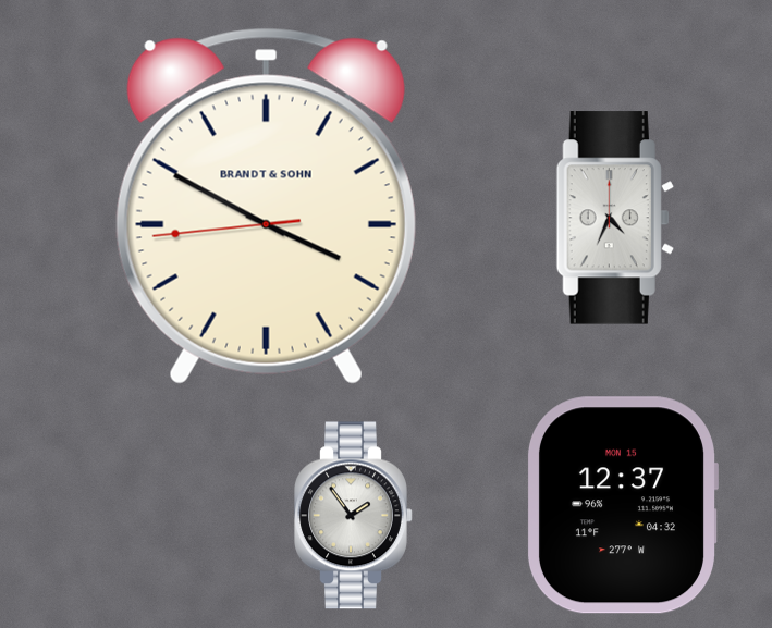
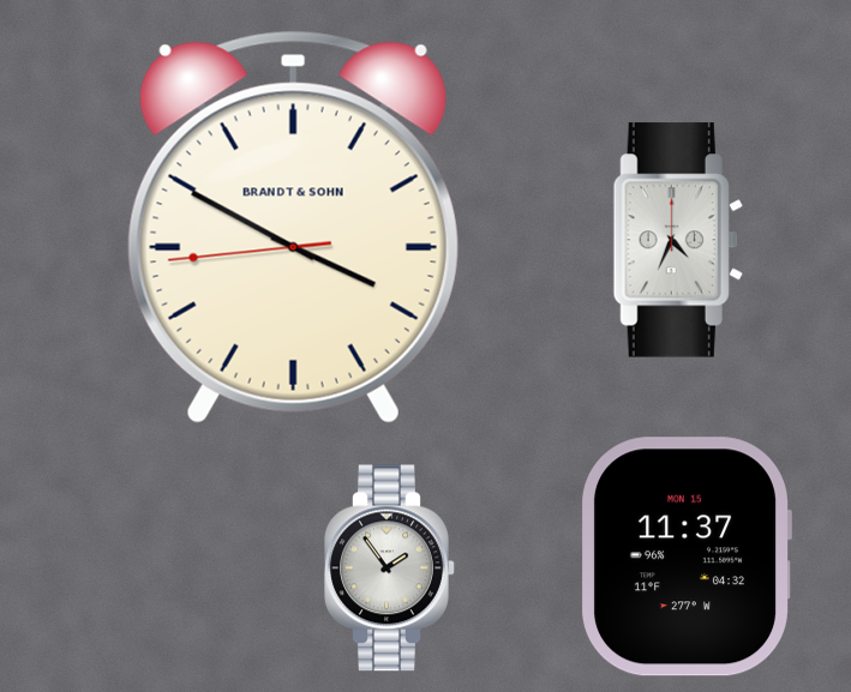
clock at (622, 505): 12:37 -> 11:37
